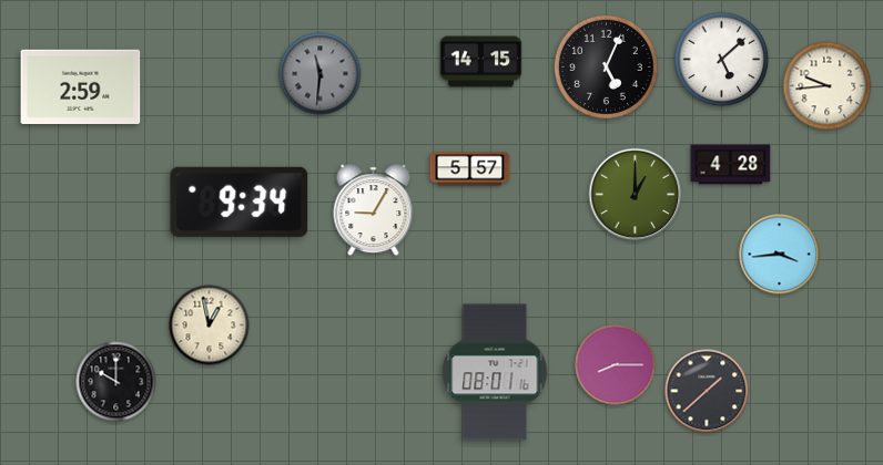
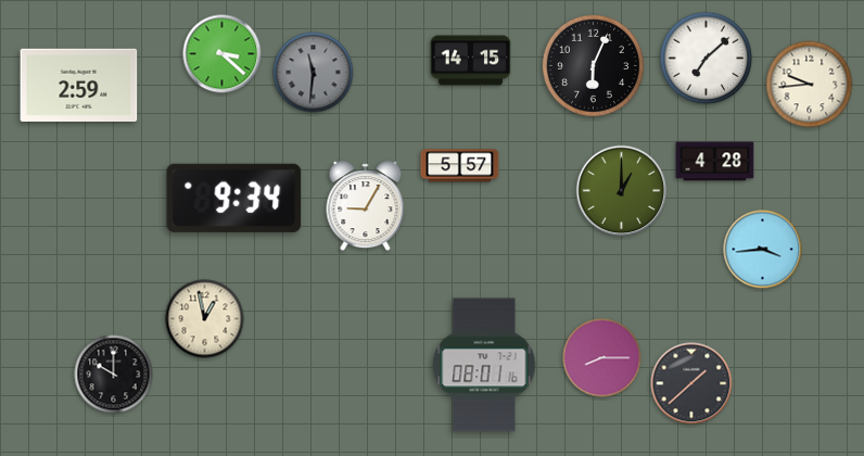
clock at (223, 54): none -> 3:22
clock at (722, 60): 5:08 -> 7:08
clock at (606, 66): 5:04 -> 6:04
